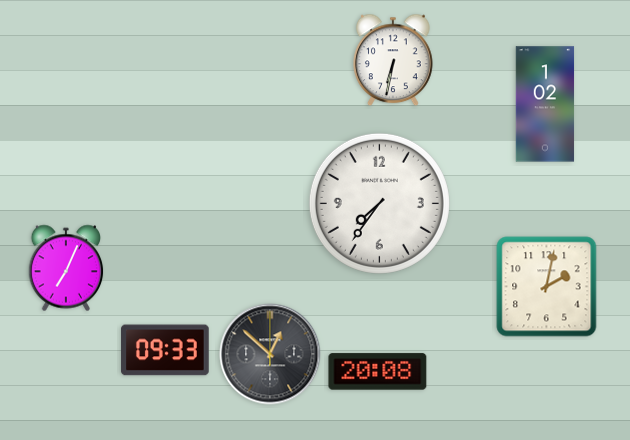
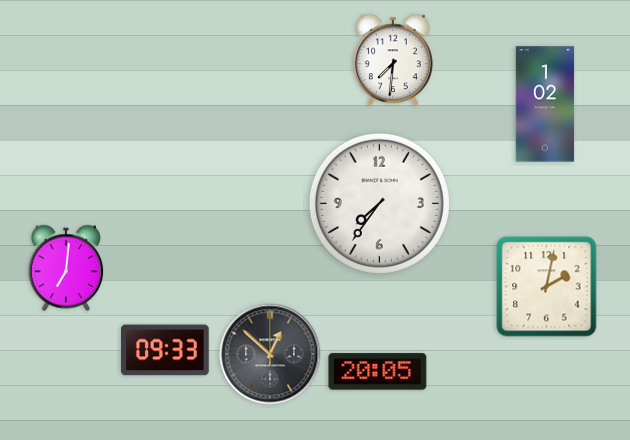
clock at (394, 60): 6:32 -> 7:31
clock at (66, 268): 7:04 -> 7:01
clock at (378, 372): 20:08 -> 20:05
